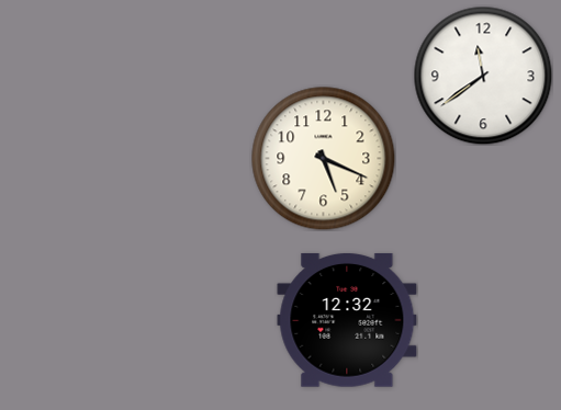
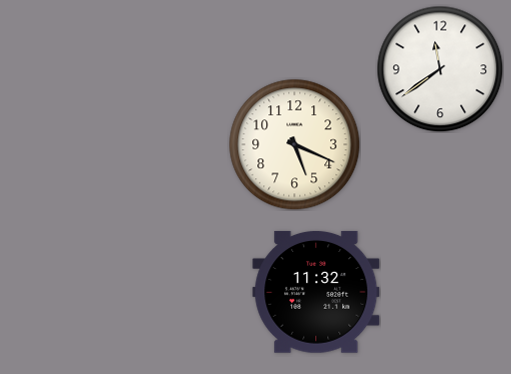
clock at (347, 320): 12:32 -> 11:32
